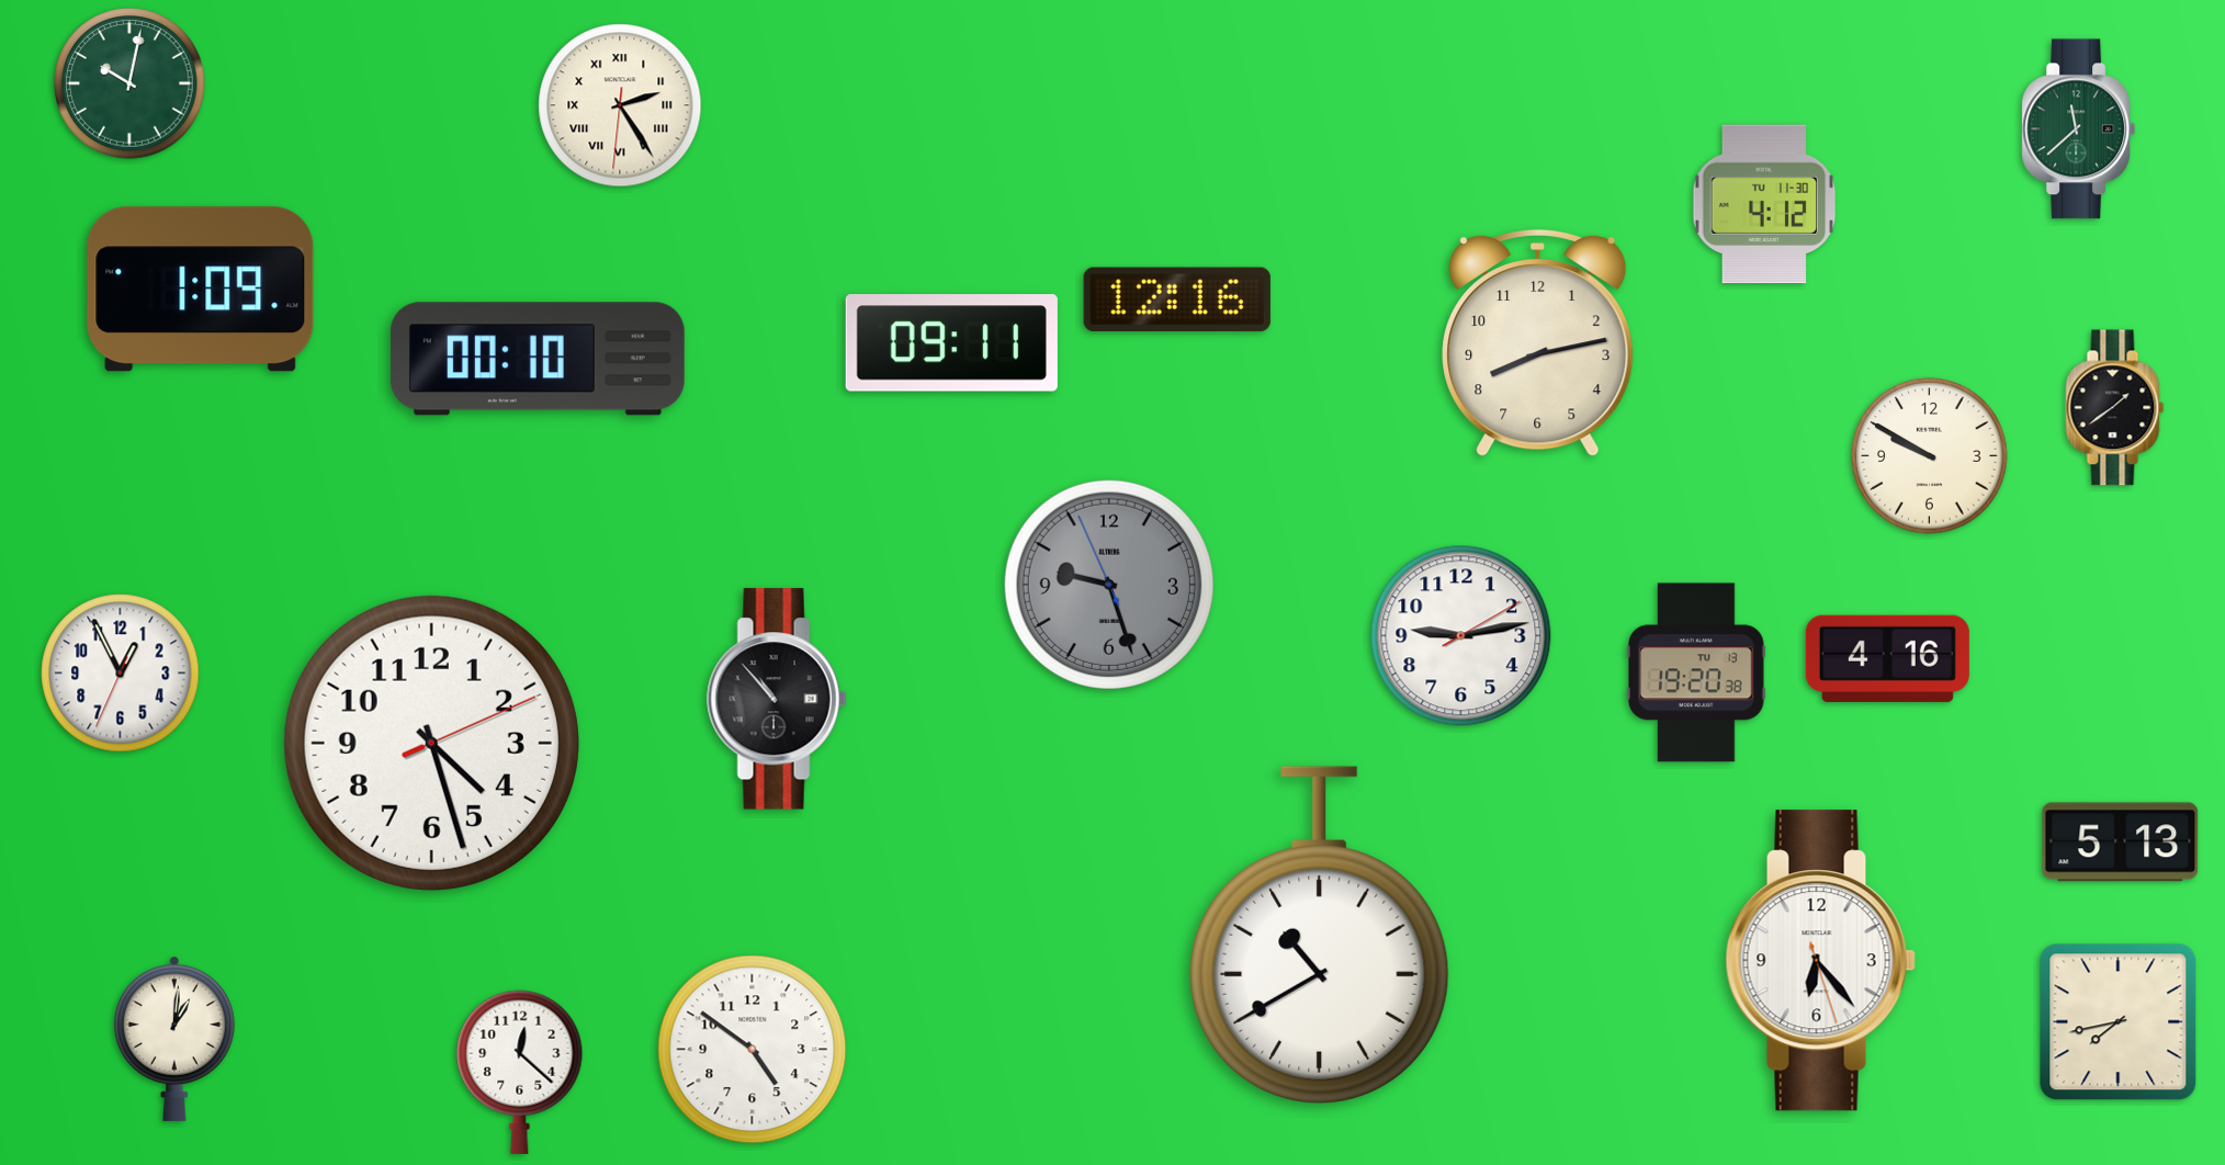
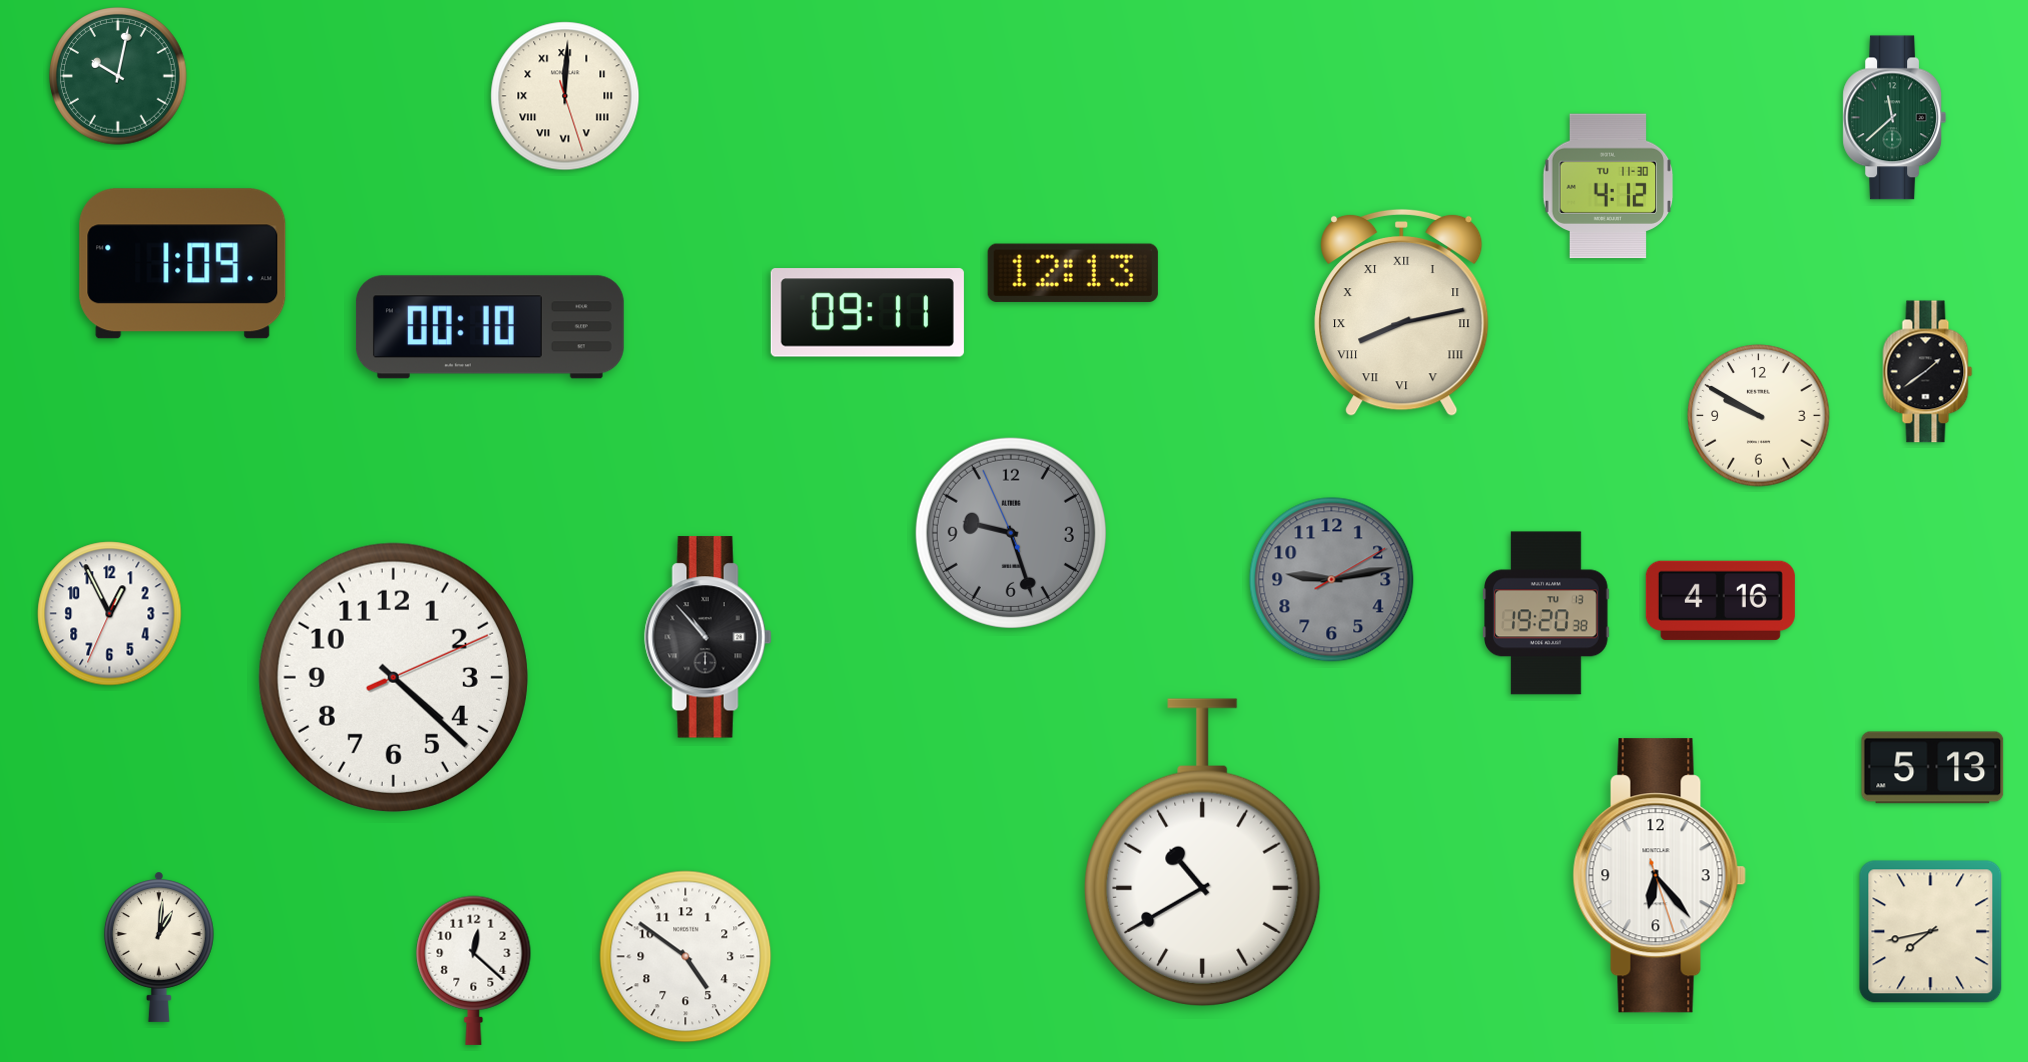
clock at (620, 105): 2:24 -> 12:00
clock at (1177, 299): 12:16 -> 12:13
clock at (1538, 342) numerals: Arabic -> Roman
clock at (1461, 636) dial: white -> grey
clock at (431, 743): 4:27 -> 4:22
clock at (520, 1072) position: (520, 1072) -> (474, 970)
